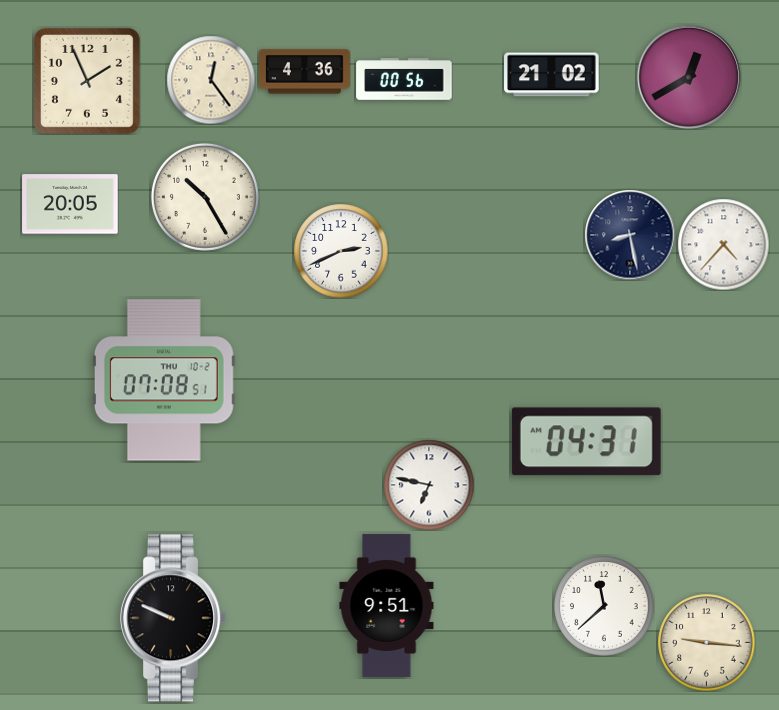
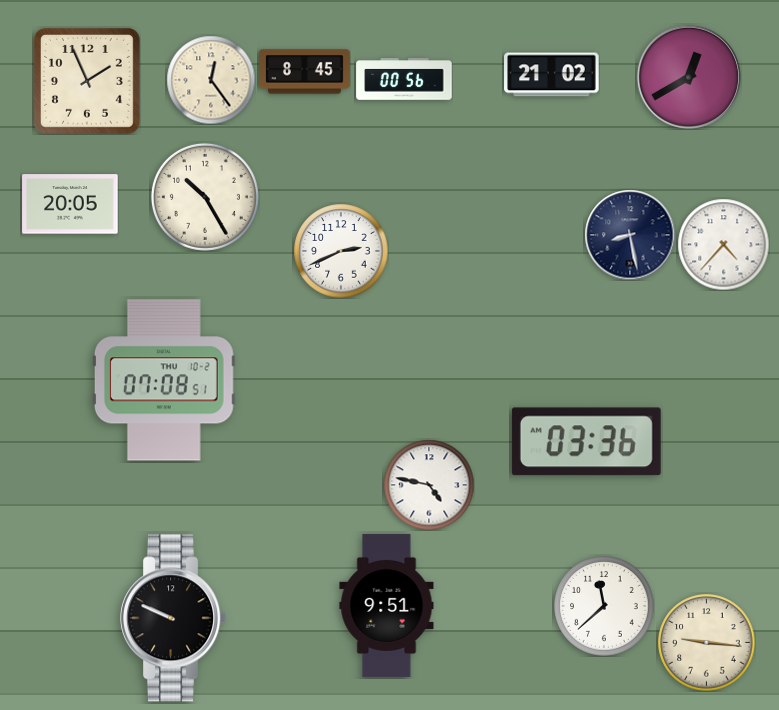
clock at (305, 72): 4:36 -> 8:45
clock at (586, 442): 04:31 -> 03:36
clock at (429, 485): 6:47 -> 4:47
